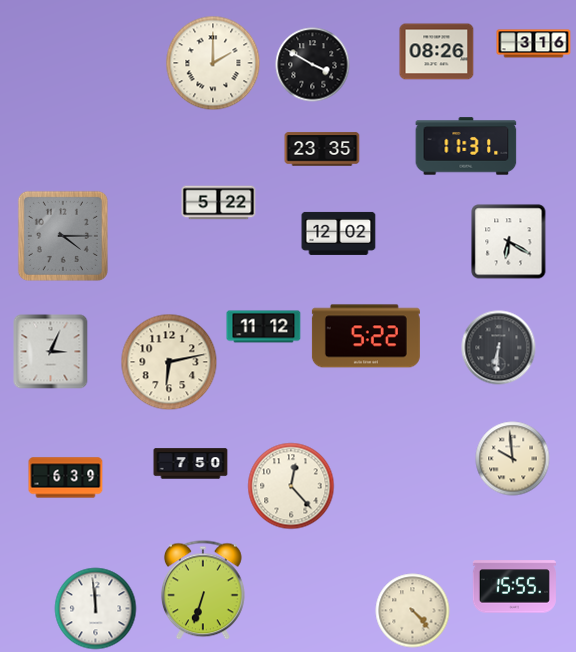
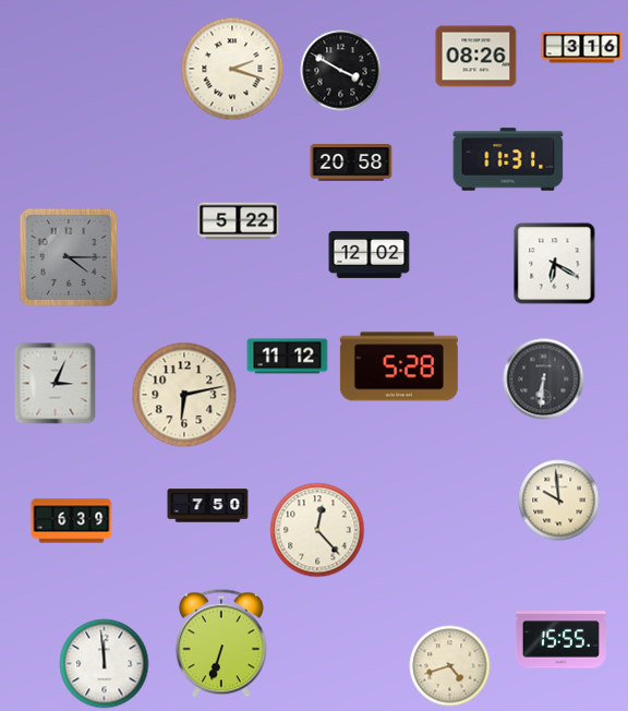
clock at (213, 63): 2:00 -> 2:18
clock at (322, 149): 23:35 -> 20:58
clock at (366, 336): 5:22 -> 5:28
clock at (413, 611): 4:23 -> 4:42
